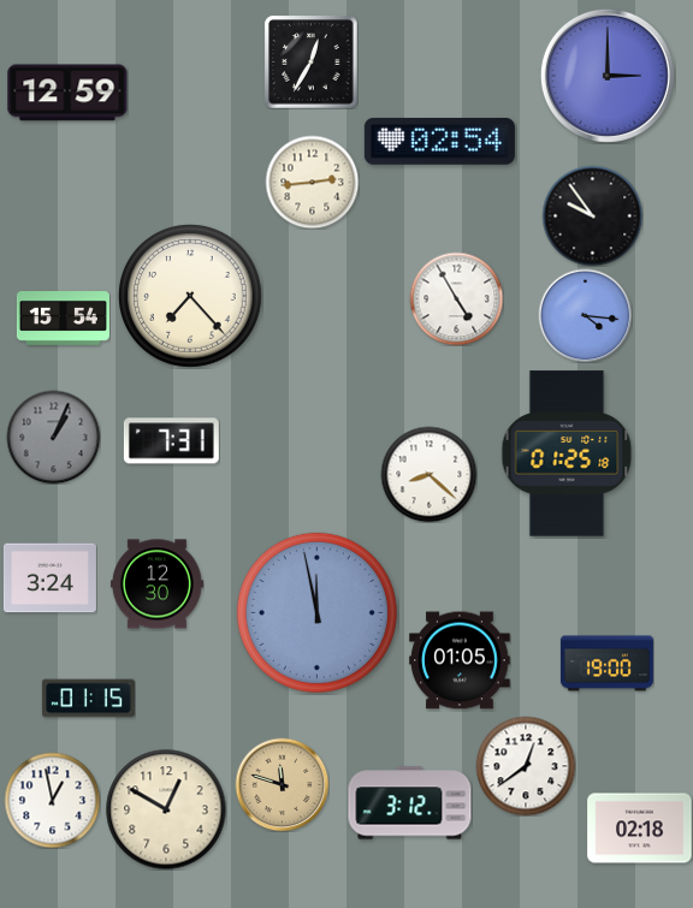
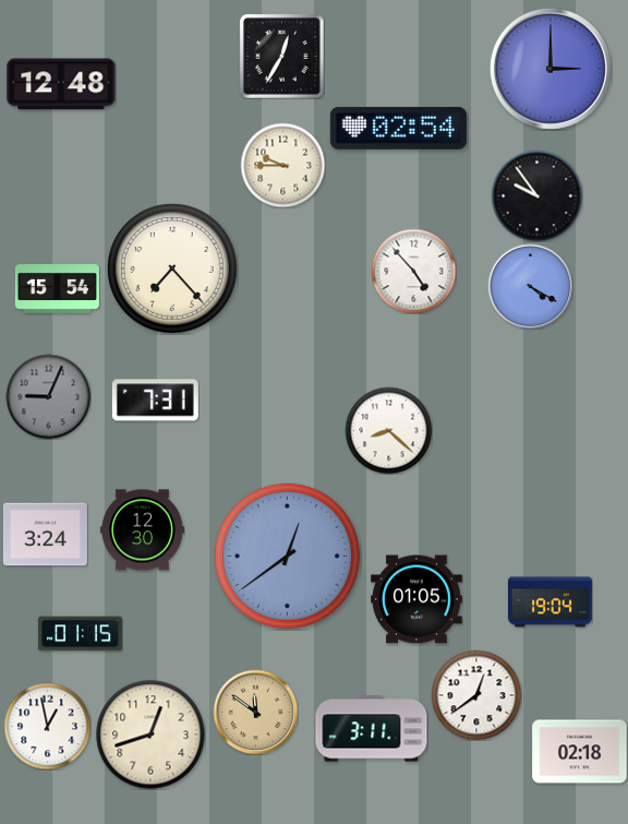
clock at (67, 93): 12:59 -> 12:48
clock at (312, 182): 2:44 -> 9:45
clock at (456, 298): 4:55 -> 4:53
clock at (585, 315): 4:16 -> 4:20
clock at (53, 437): 1:04 -> 9:04
clock at (567, 453): 01:25 -> none
clock at (49, 578) position: (49, 578) -> (45, 535)
clock at (316, 612): 11:58 -> 12:39
clock at (606, 664): 19:00 -> 19:04
clock at (282, 784): 11:48 -> 11:51
clock at (410, 803): 3:12 -> 3:11
clock at (166, 809): 12:50 -> 12:42
